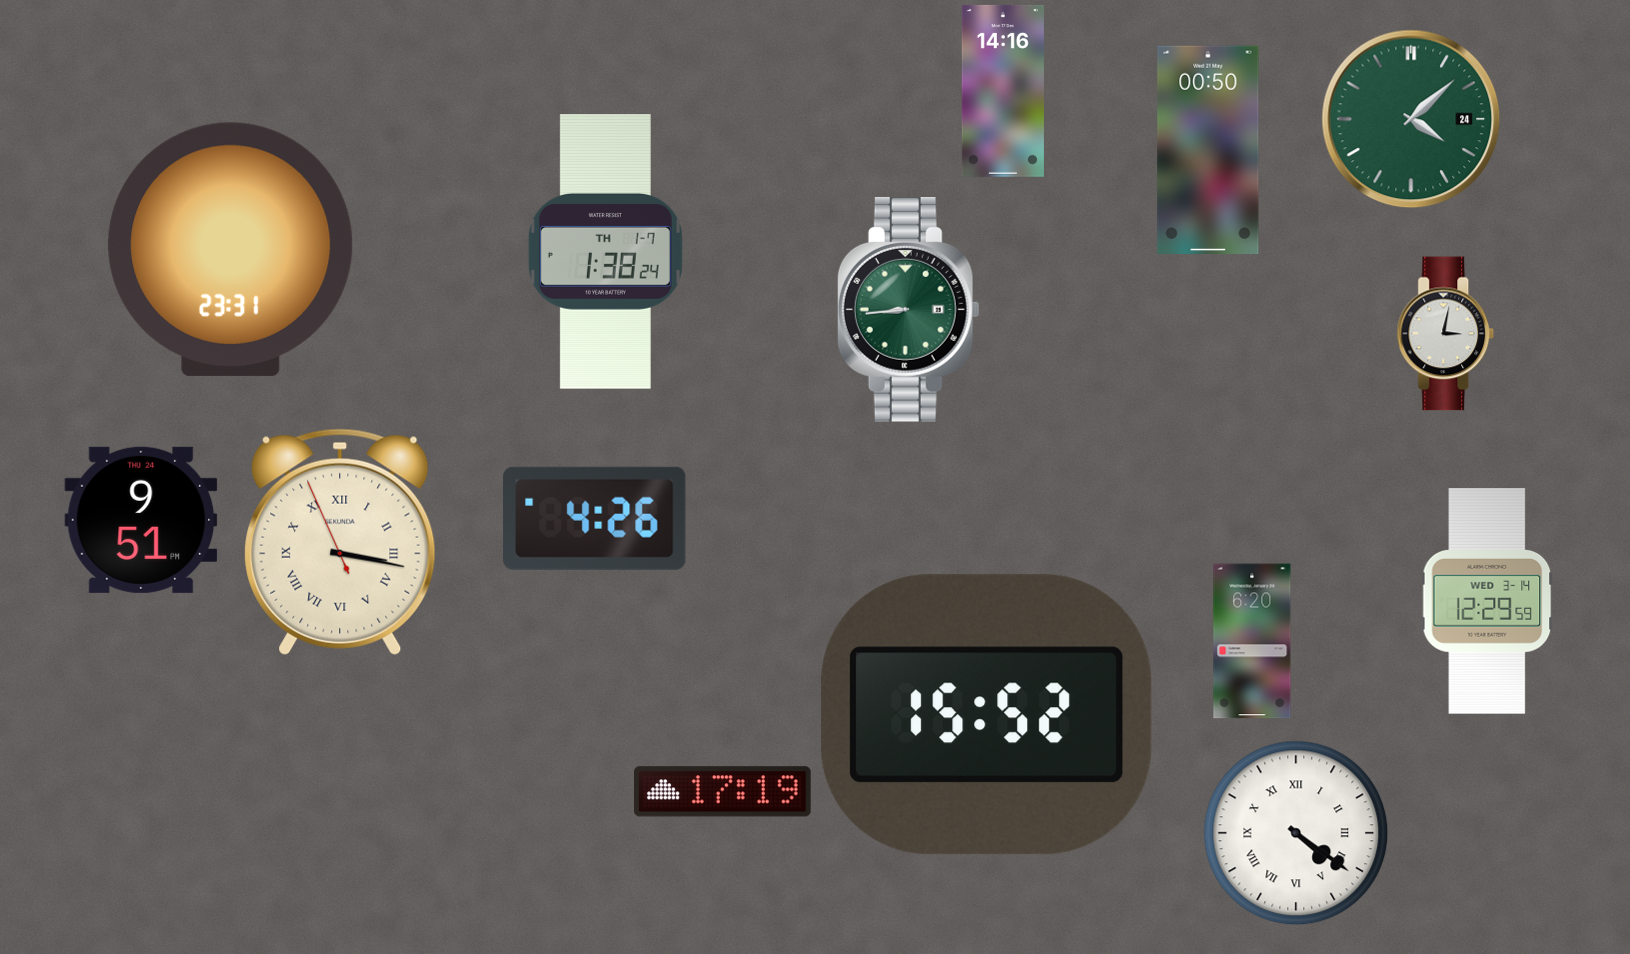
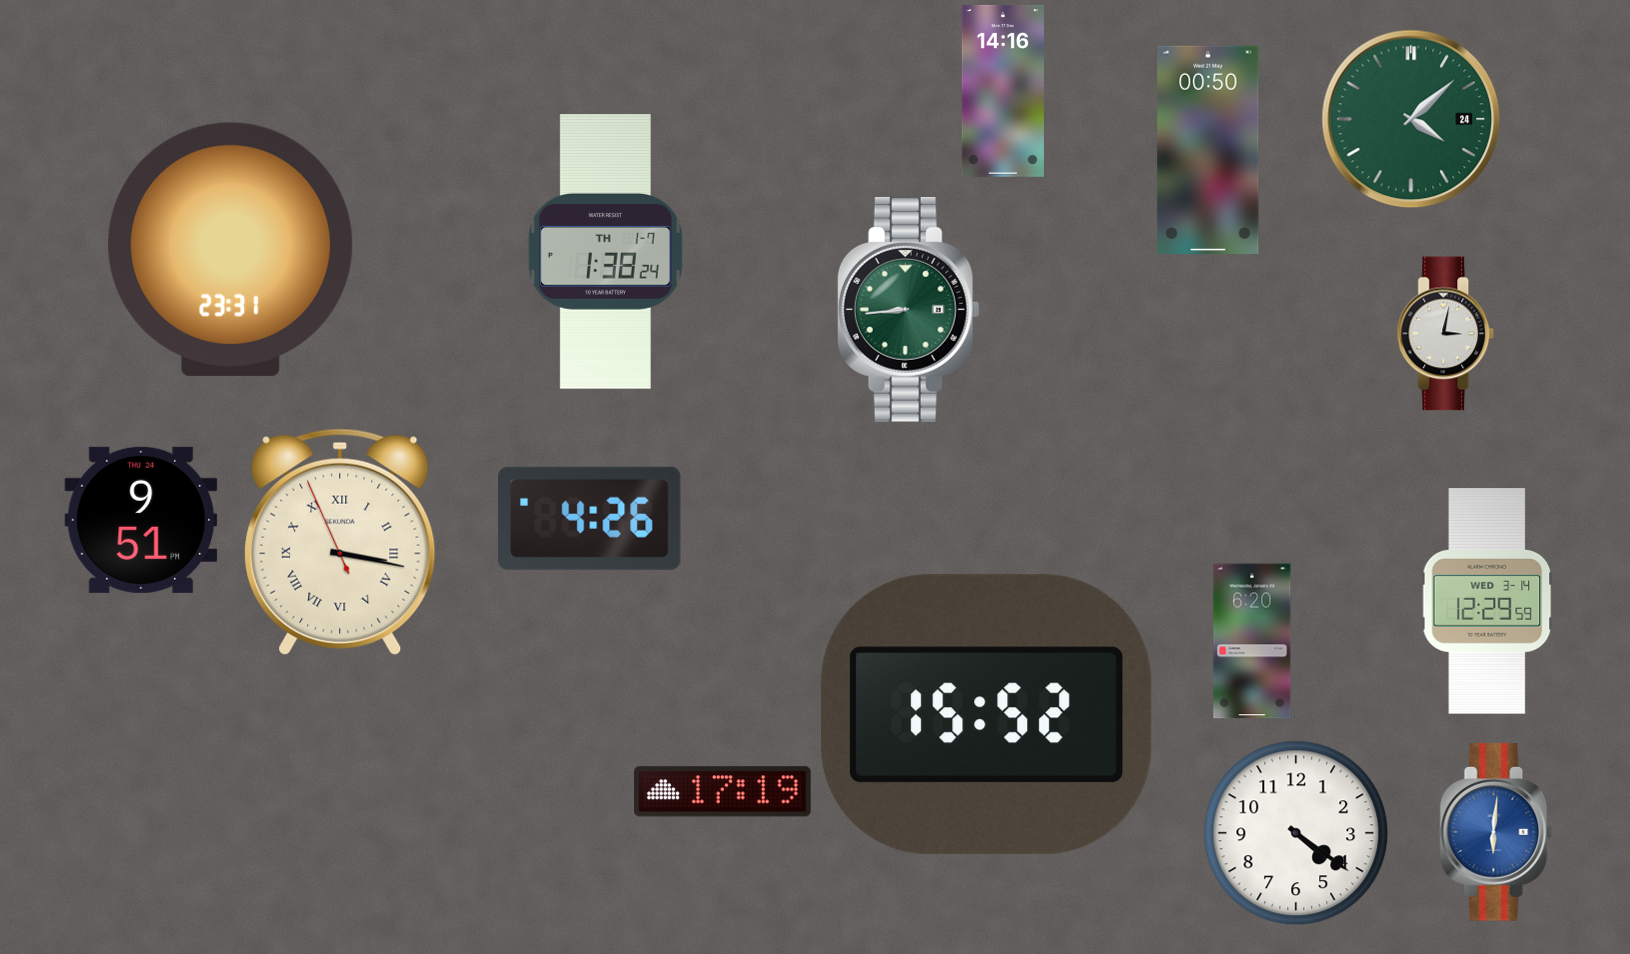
clock at (595, 518) position: (595, 518) -> (590, 518)
clock at (1496, 832): none -> 6:01
clock at (1296, 833) numerals: Roman -> Arabic
